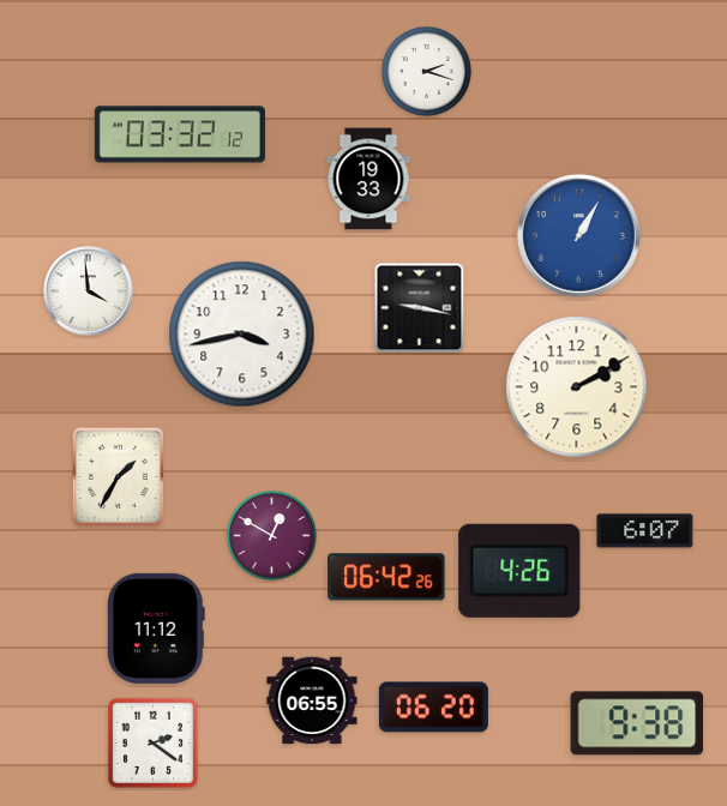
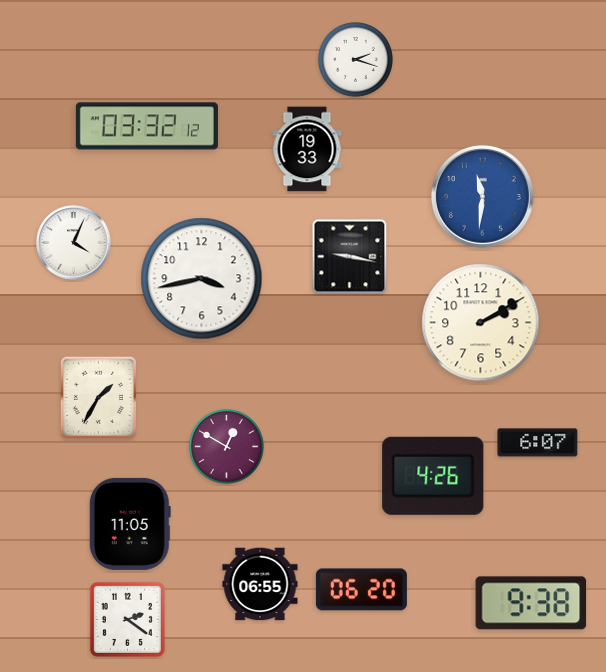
clock at (180, 134) position: (180, 134) -> (147, 126)
clock at (578, 235): 1:05 -> 11:31
clock at (89, 291): 3:59 -> 4:04
clock at (386, 577): 06:42 -> none
clock at (156, 628): 11:12 -> 11:05
